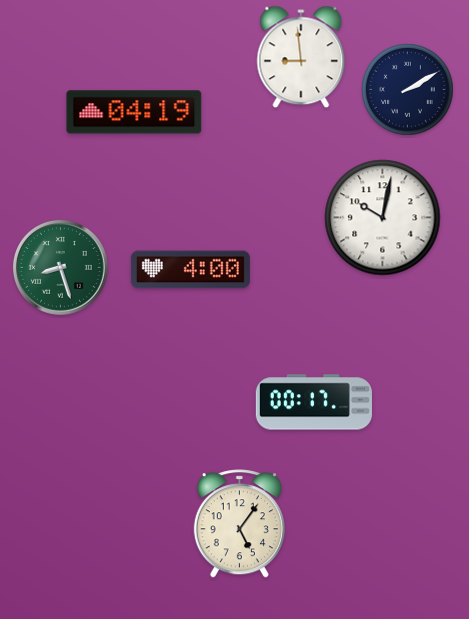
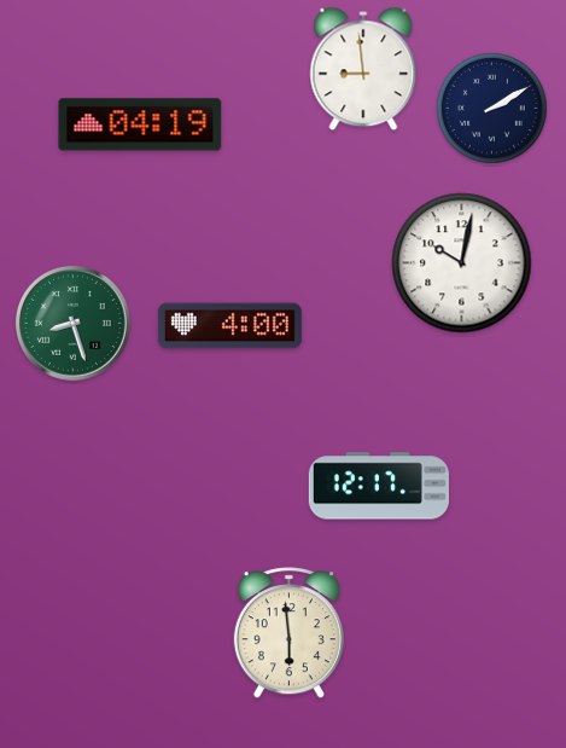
clock at (134, 112) position: (134, 112) -> (140, 124)
clock at (314, 402): 00:17 -> 12:17
clock at (239, 524): 5:06 -> 5:59
